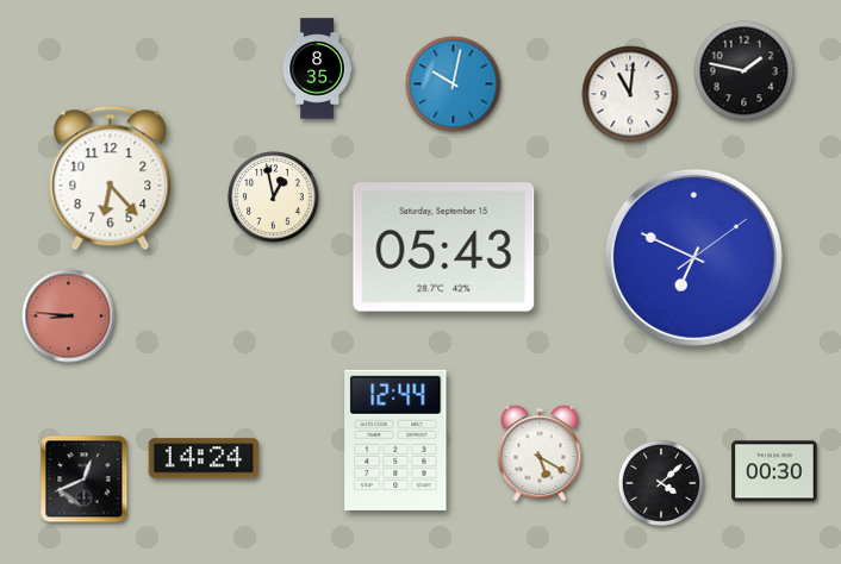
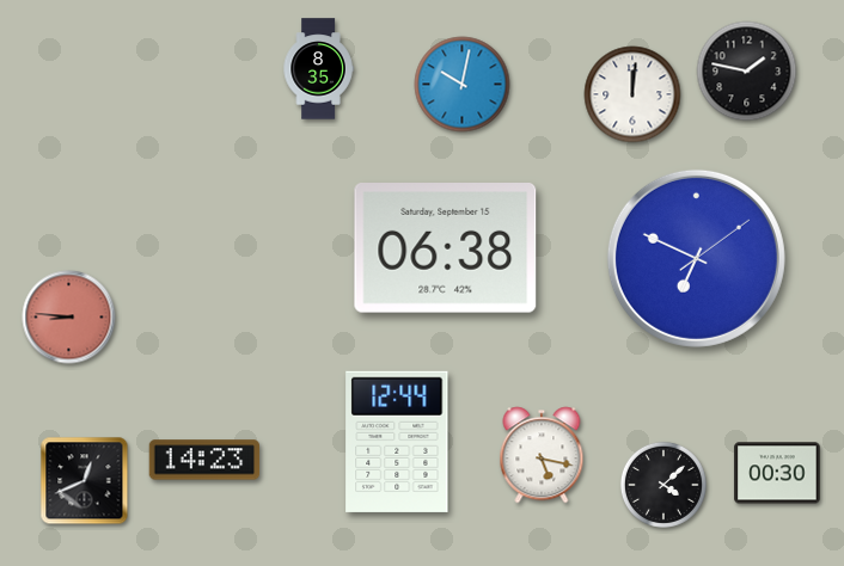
clock at (454, 84) position: (454, 84) -> (463, 85)
clock at (630, 94): 11:01 -> 12:01
clock at (111, 178): 6:23 -> none
clock at (274, 198): 12:58 -> none
clock at (444, 247): 05:43 -> 06:38
clock at (540, 453): 5:20 -> 5:17
clock at (204, 458): 14:24 -> 14:23
